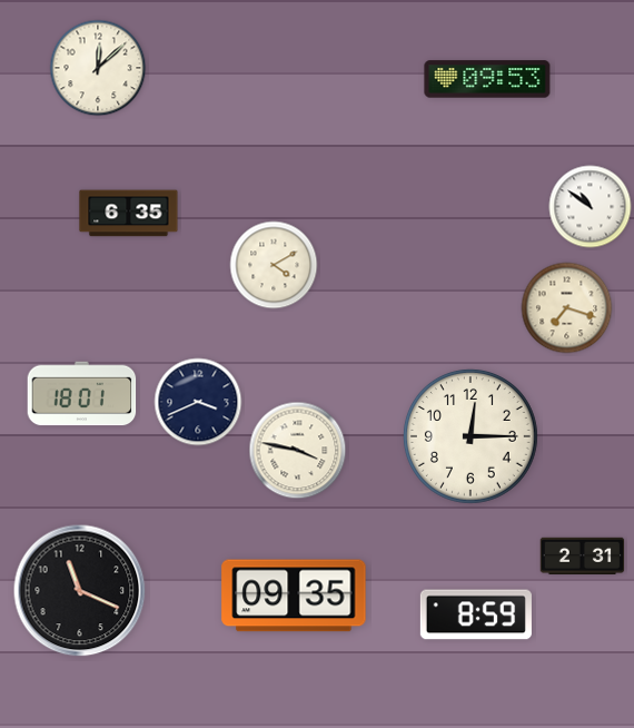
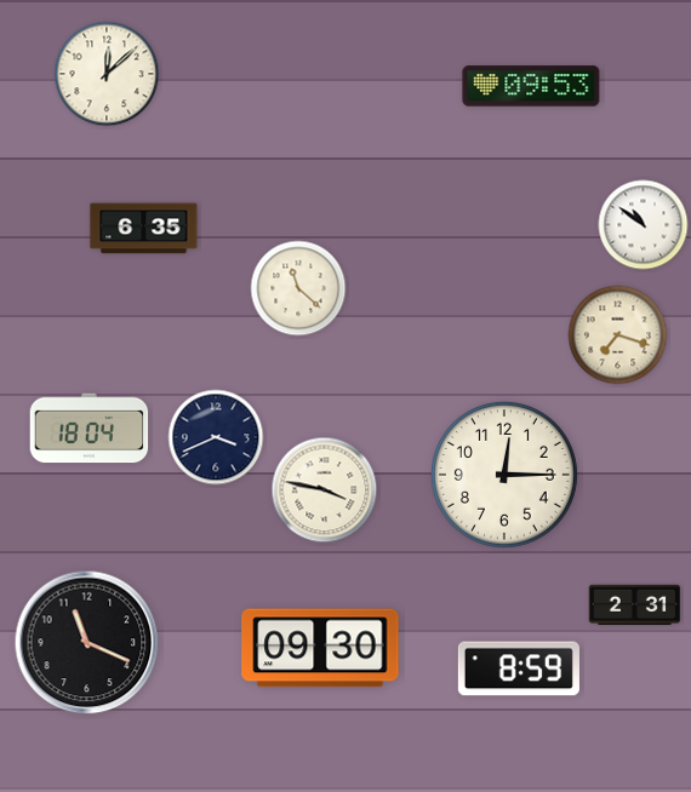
clock at (129, 214) position: (129, 214) -> (144, 229)
clock at (274, 265): 4:10 -> 11:22
clock at (82, 394): 18:01 -> 18:04
clock at (470, 436) position: (470, 436) -> (504, 475)
clock at (294, 596): 09:35 -> 09:30
